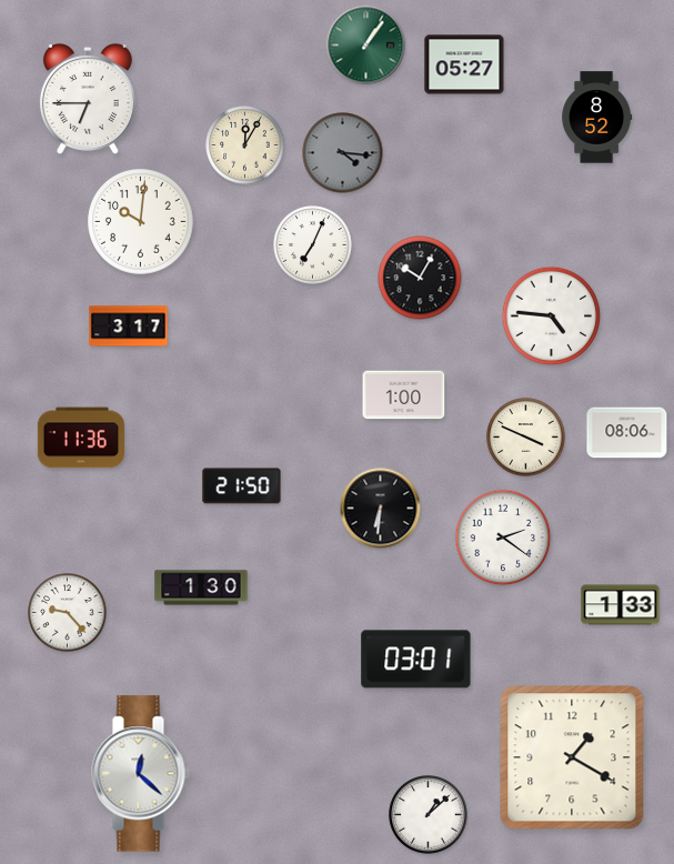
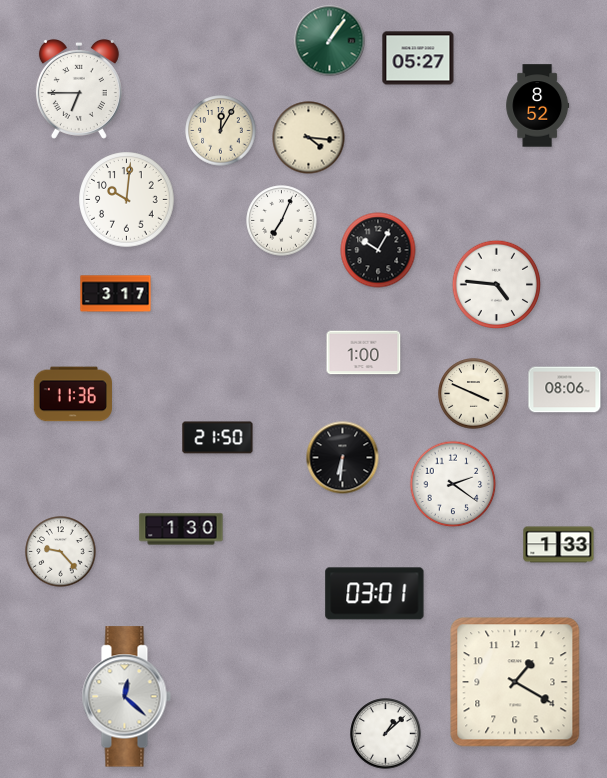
clock at (343, 153) dial: grey -> cream
clock at (404, 395) position: (404, 395) -> (364, 353)
